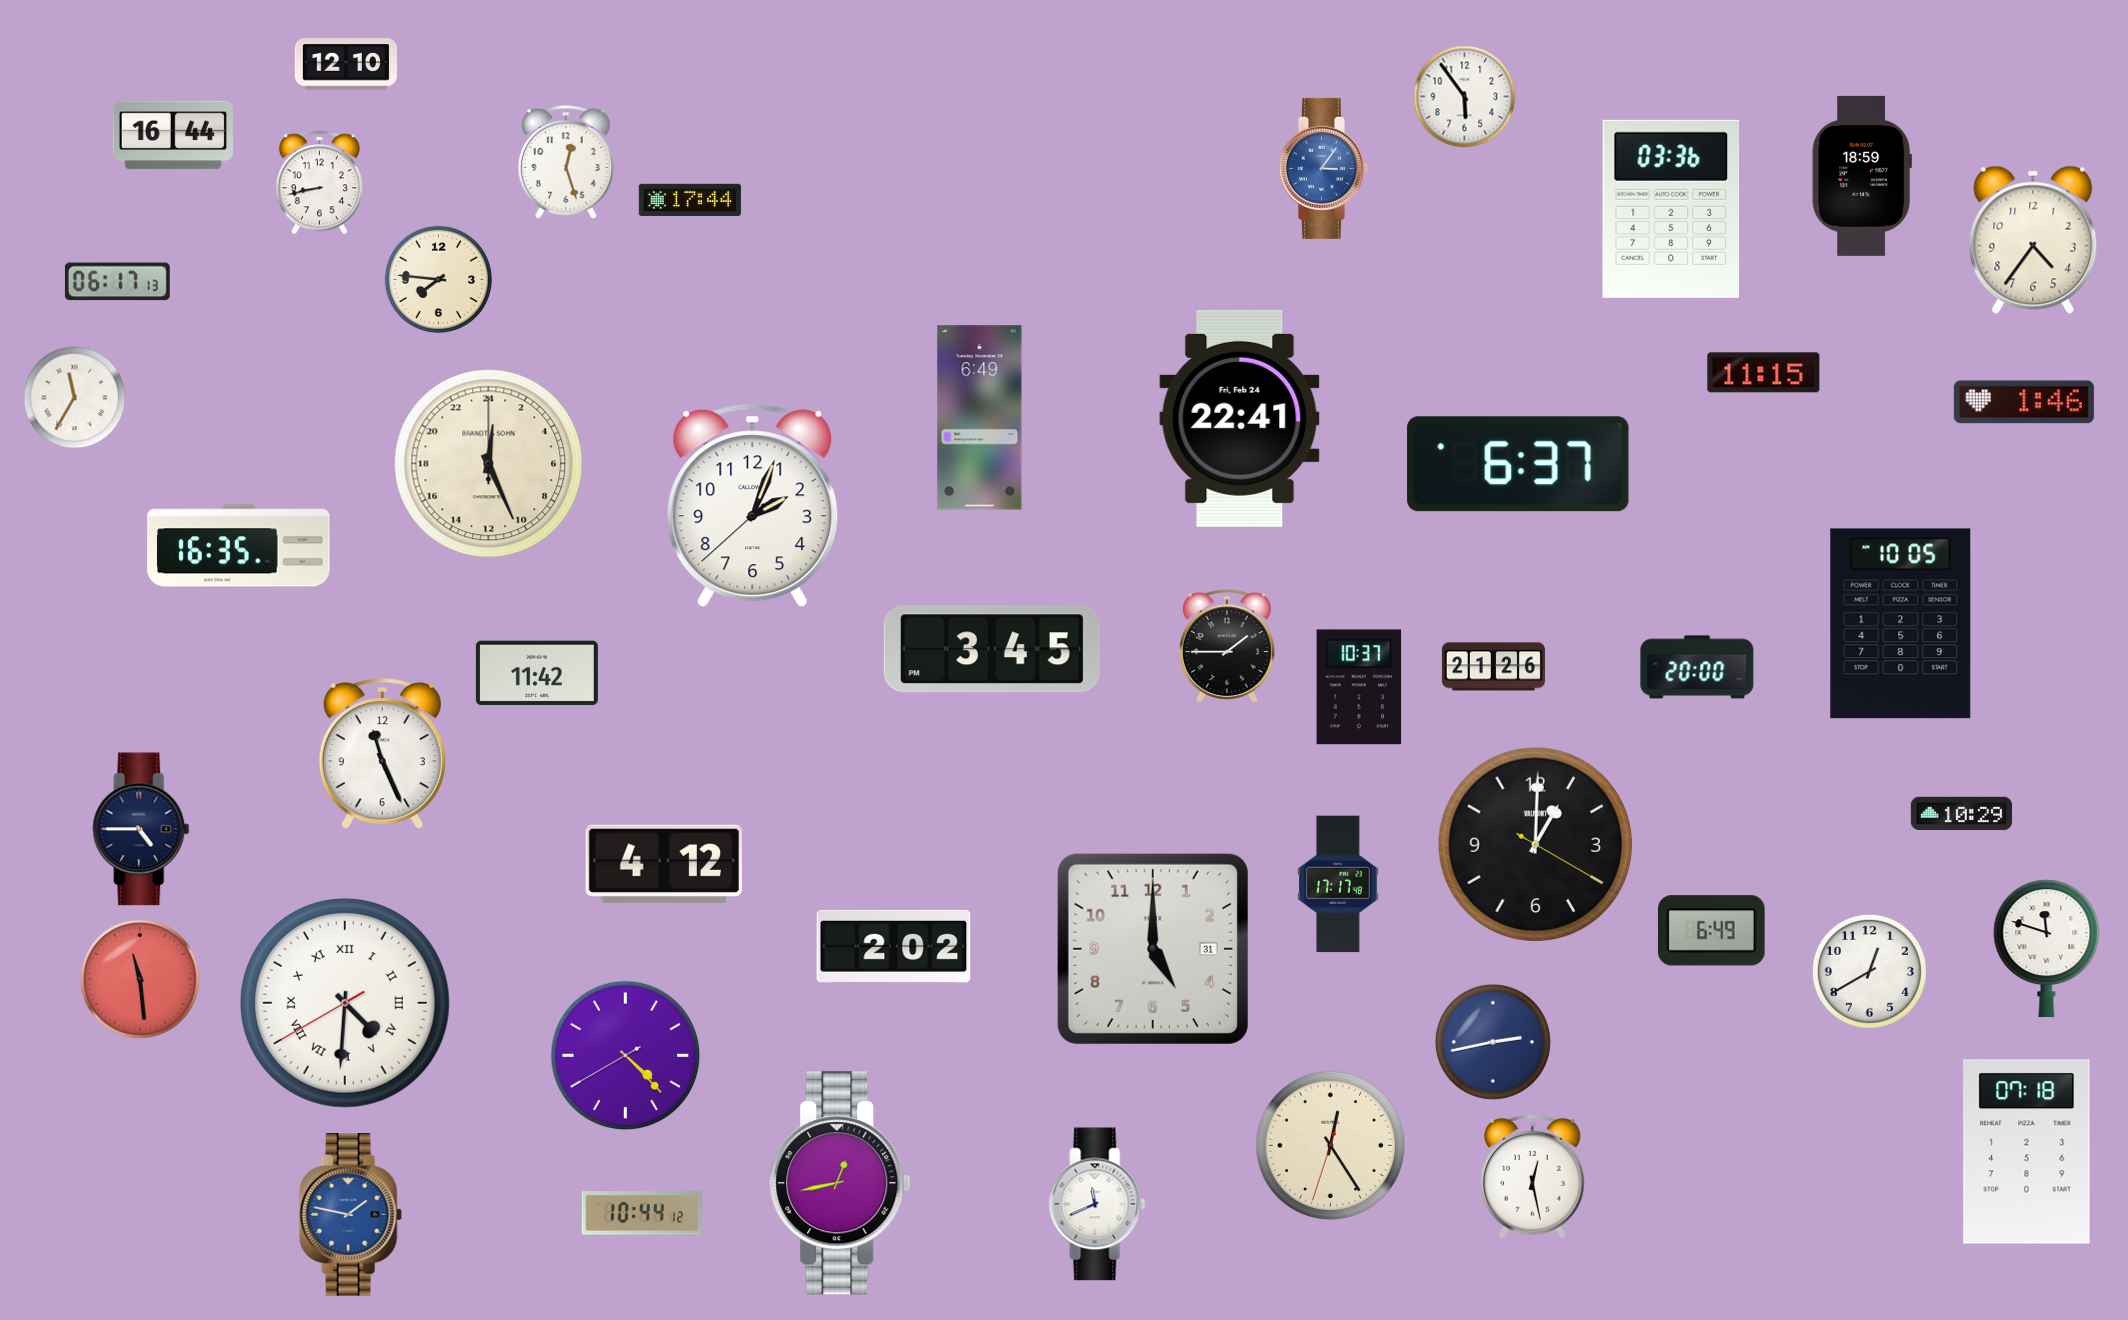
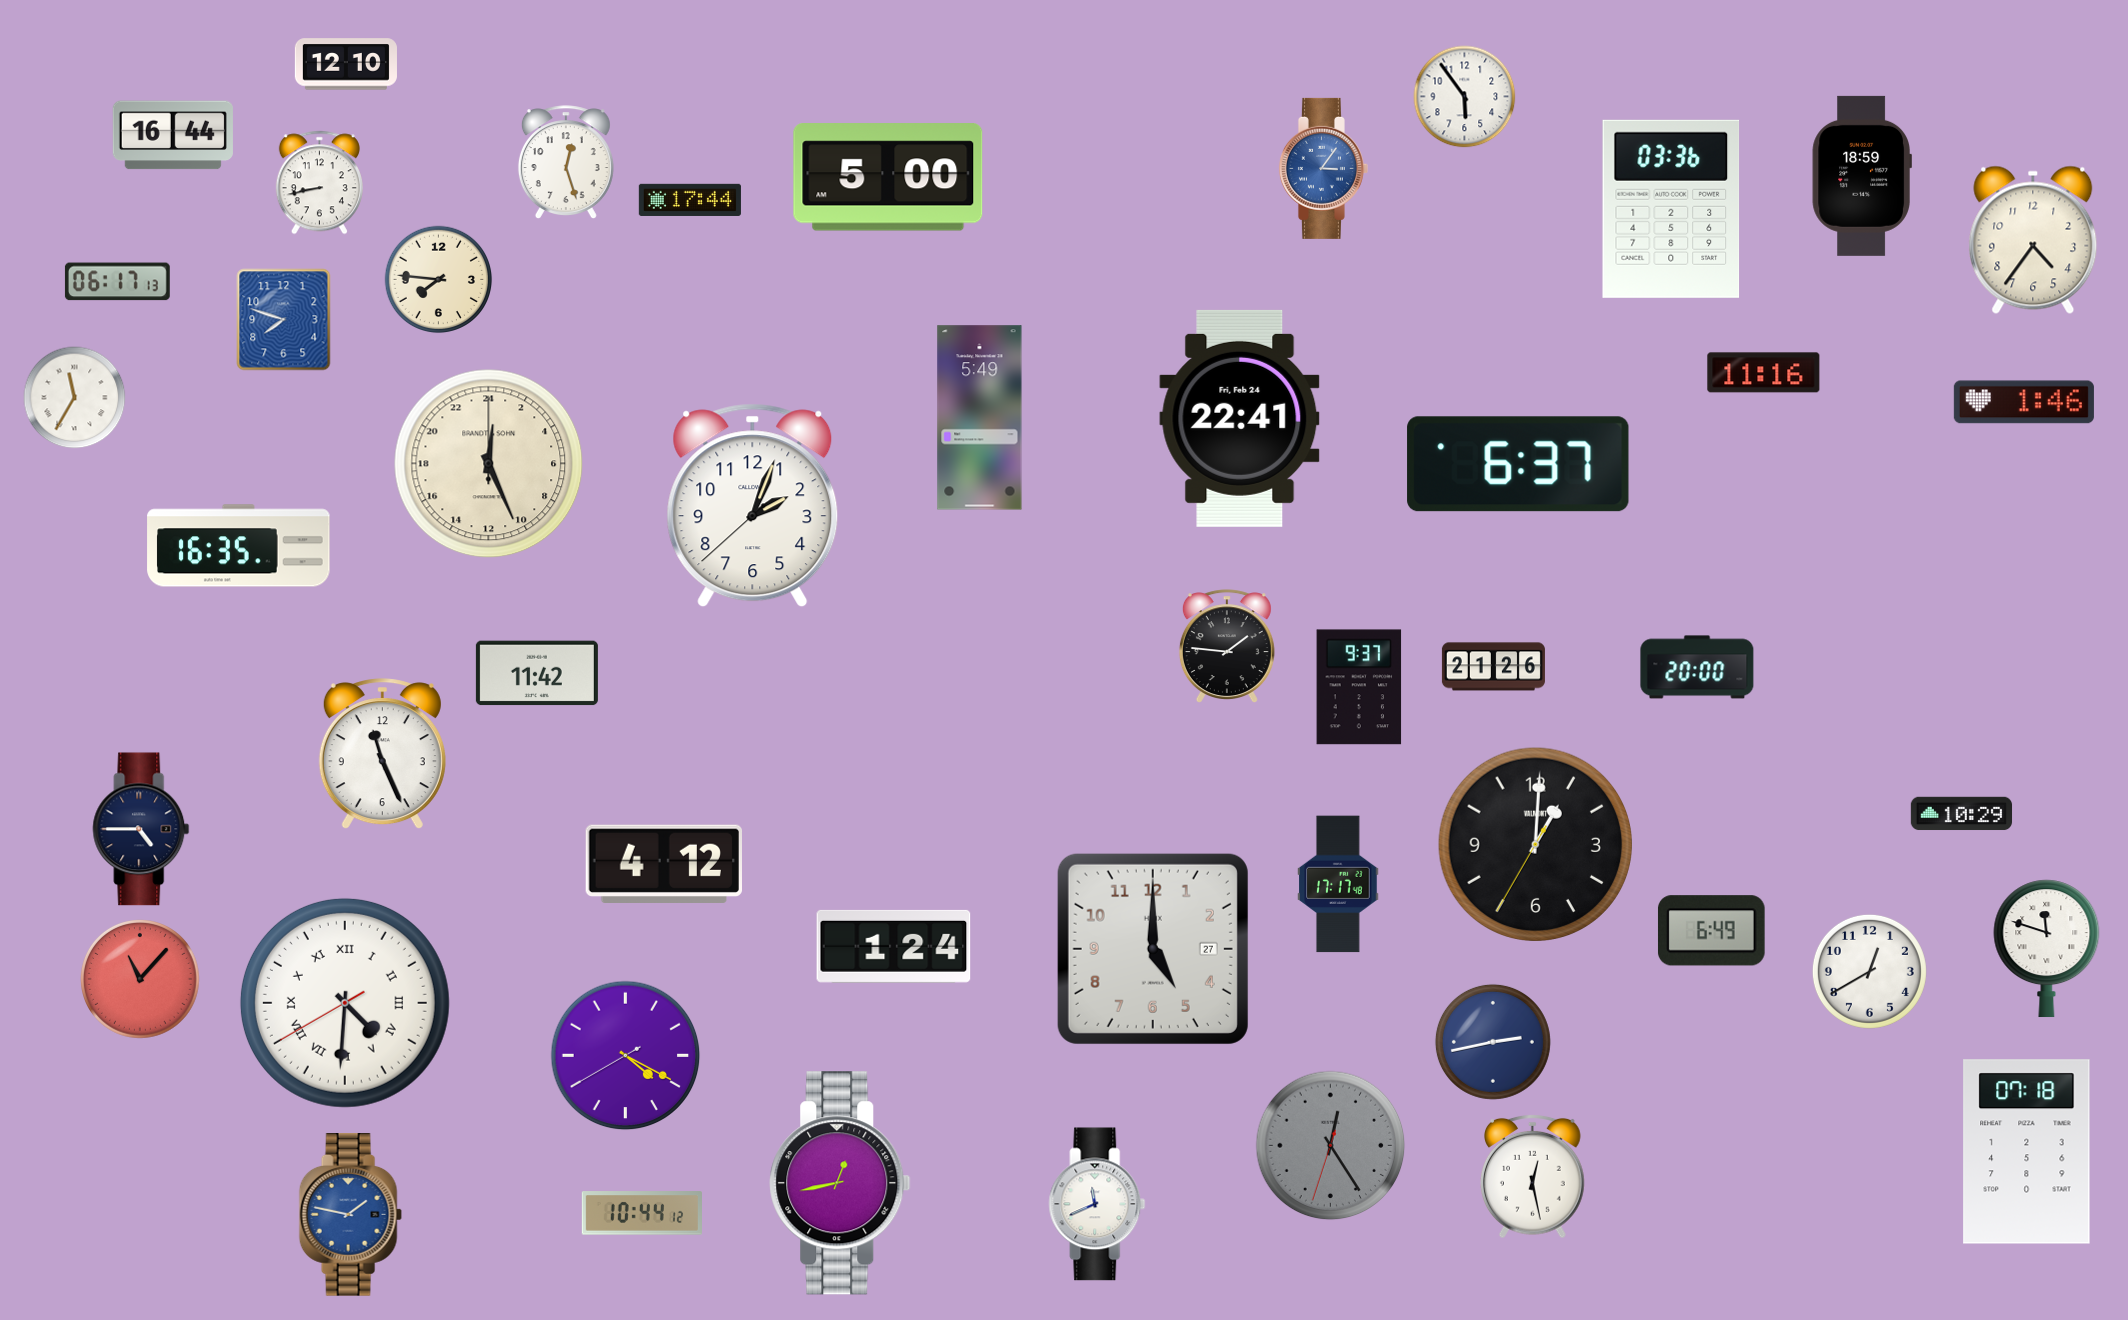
clock at (888, 177): none -> 5:00
clock at (284, 320): none -> 7:48
clock at (1764, 373): 11:15 -> 11:16
clock at (980, 418): 6:49 -> 5:49
clock at (1901, 624): 10:05 -> none
clock at (1227, 646): 1:45 -> 1:46
clock at (992, 649): 3:45 -> none
clock at (1359, 687): 10:37 -> 9:37
clock at (1535, 844): 1:00:20 -> 1:00:35
clock at (894, 946): 2:02 -> 1:24
clock at (1153, 949) date: 31 -> 27
clock at (141, 980): 11:29 -> 11:07
clock at (626, 1056): 4:22 -> 4:19
clock at (1331, 1146) dial: cream -> grey
